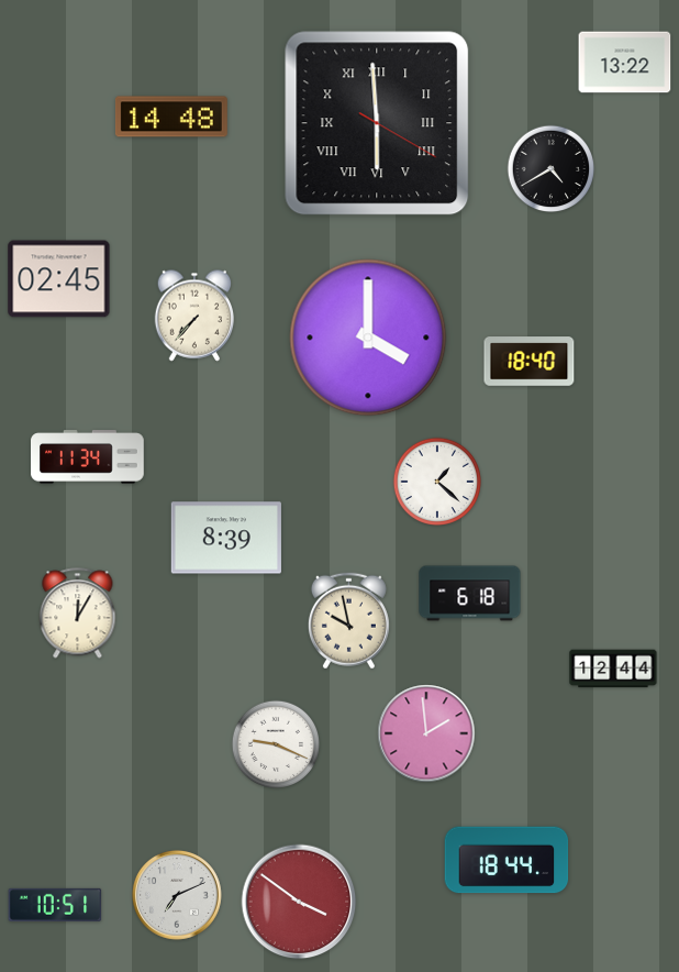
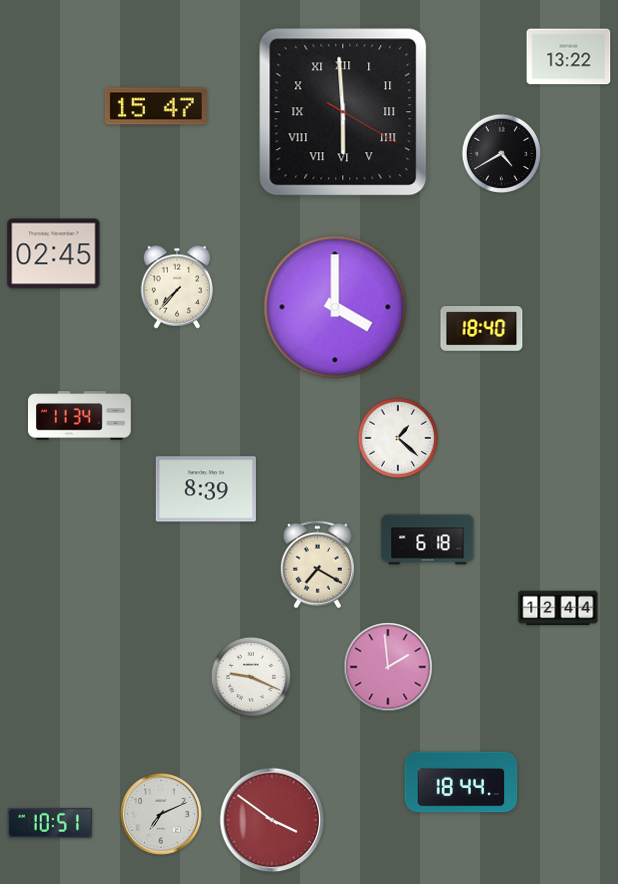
clock at (171, 117): 14:48 -> 15:47
clock at (78, 614): 12:05 -> none
clock at (348, 621): 9:58 -> 7:20
